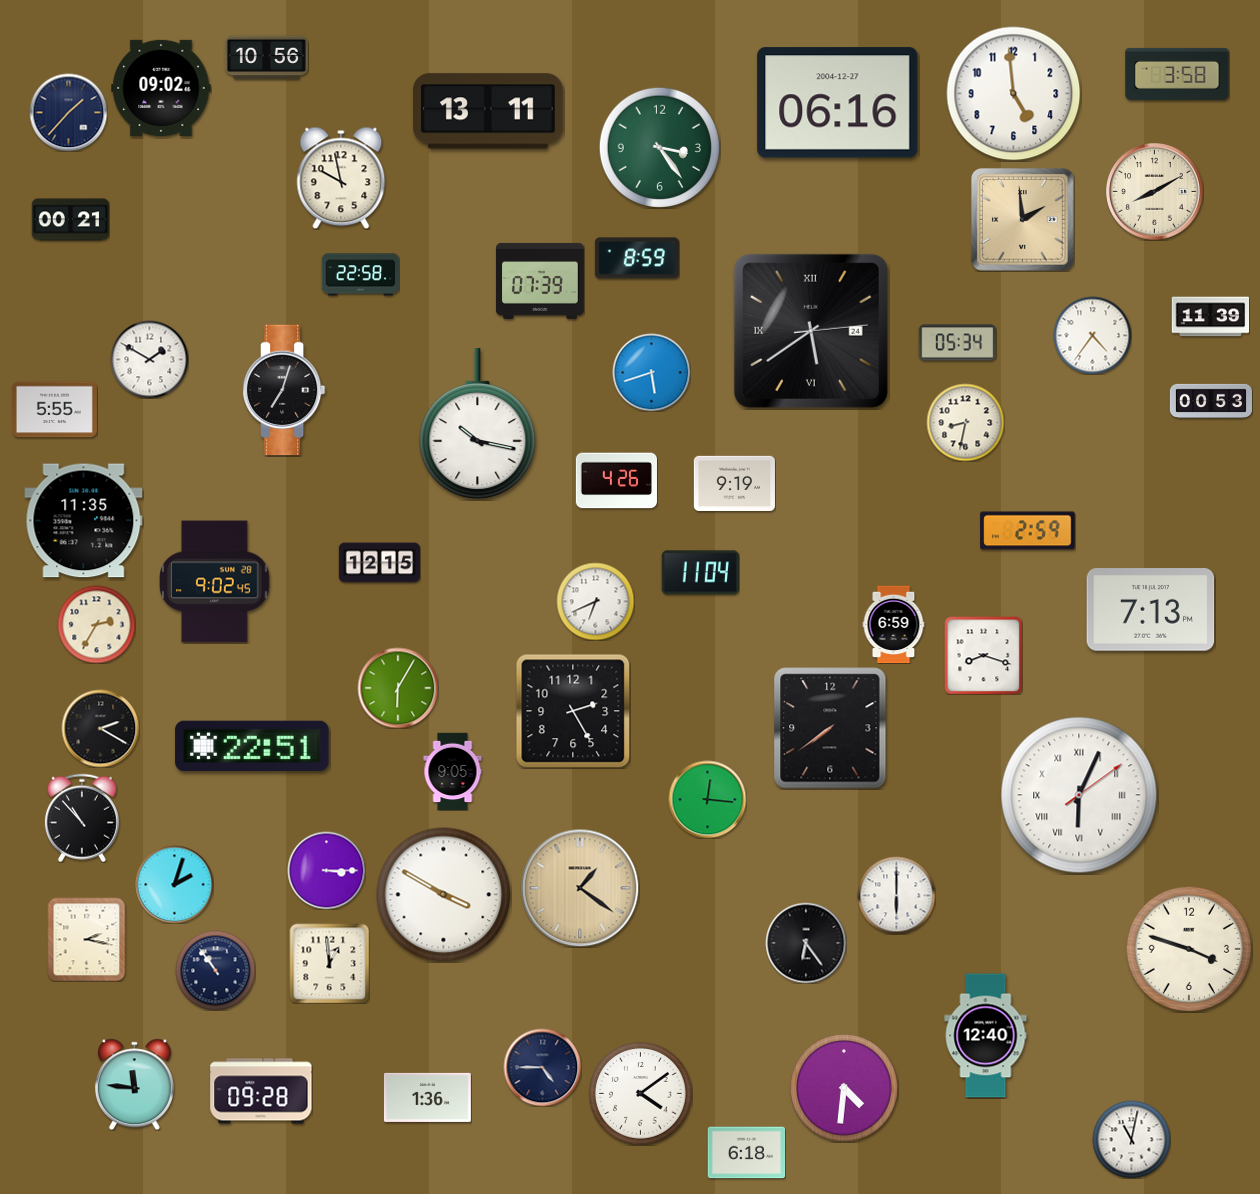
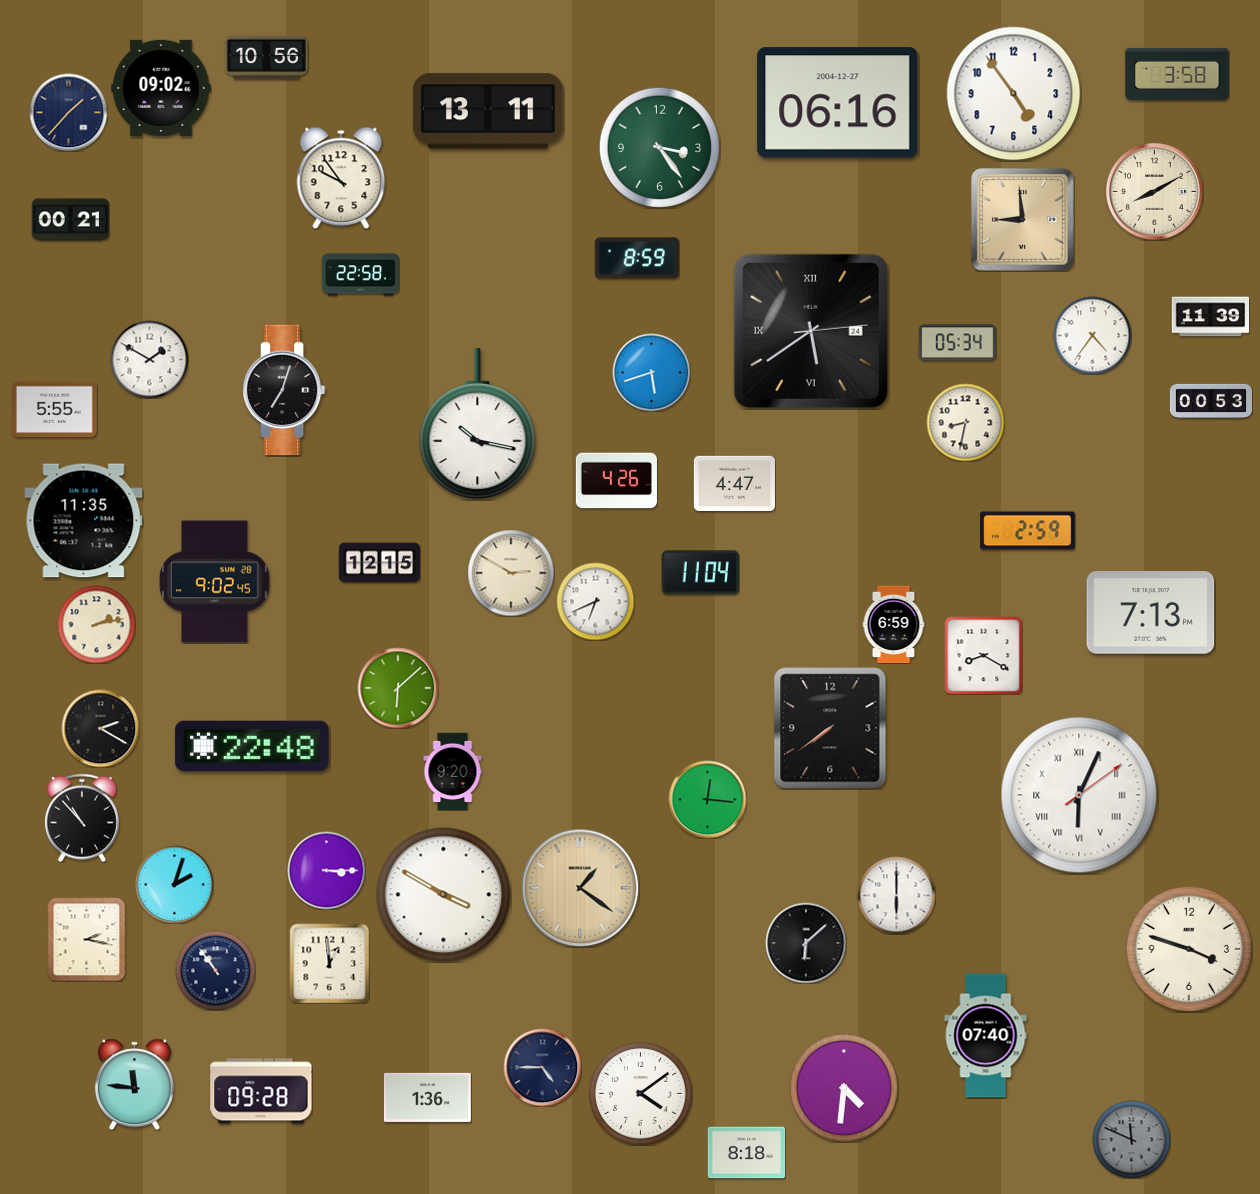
clock at (1014, 94): 4:59 -> 4:54
clock at (341, 178): 9:58 -> 9:54
clock at (1023, 220): 1:59 -> 8:59
clock at (540, 281): 07:39 -> none
clock at (734, 484): 9:19 -> 4:47
clock at (511, 573): none -> 2:50
clock at (1151, 610) position: (1151, 610) -> (1151, 613)
clock at (96, 624): 2:35 -> 2:13
clock at (983, 655): 8:18 -> 8:20
clock at (398, 688): 6:05 -> 6:08
clock at (573, 711): 2:25 -> none
clock at (252, 746): 22:51 -> 22:48
clock at (453, 771): 9:05 -> 9:20
clock at (806, 943): 6:24 -> 6:08
clock at (986, 1036): 12:40 -> 07:40
clock at (1131, 1139): 11:02 -> 11:49
clock at (1131, 1139) dial: white -> grey
clock at (746, 1153): 6:18 -> 8:18
